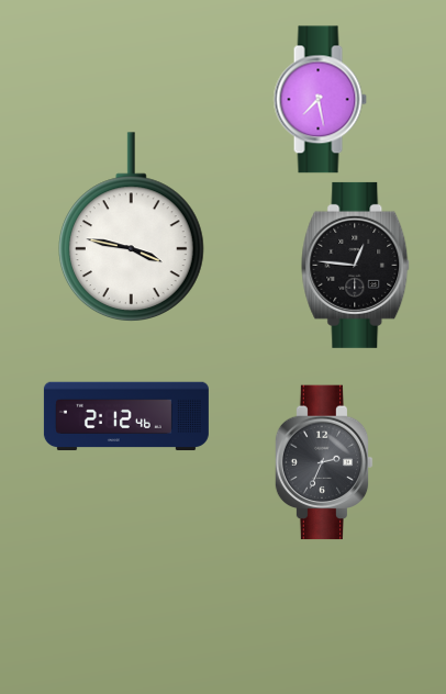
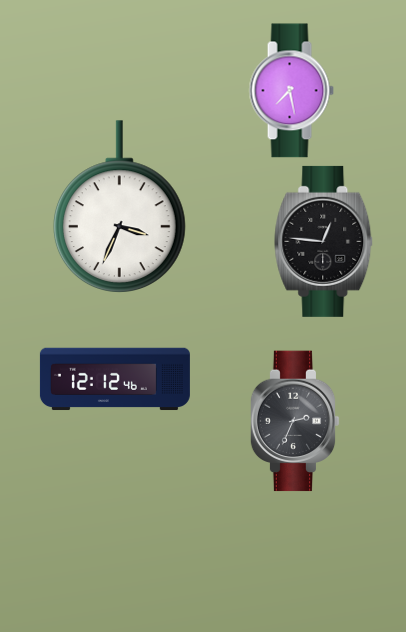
clock at (131, 226): 3:47 -> 3:34
clock at (126, 416): 2:12 -> 12:12
